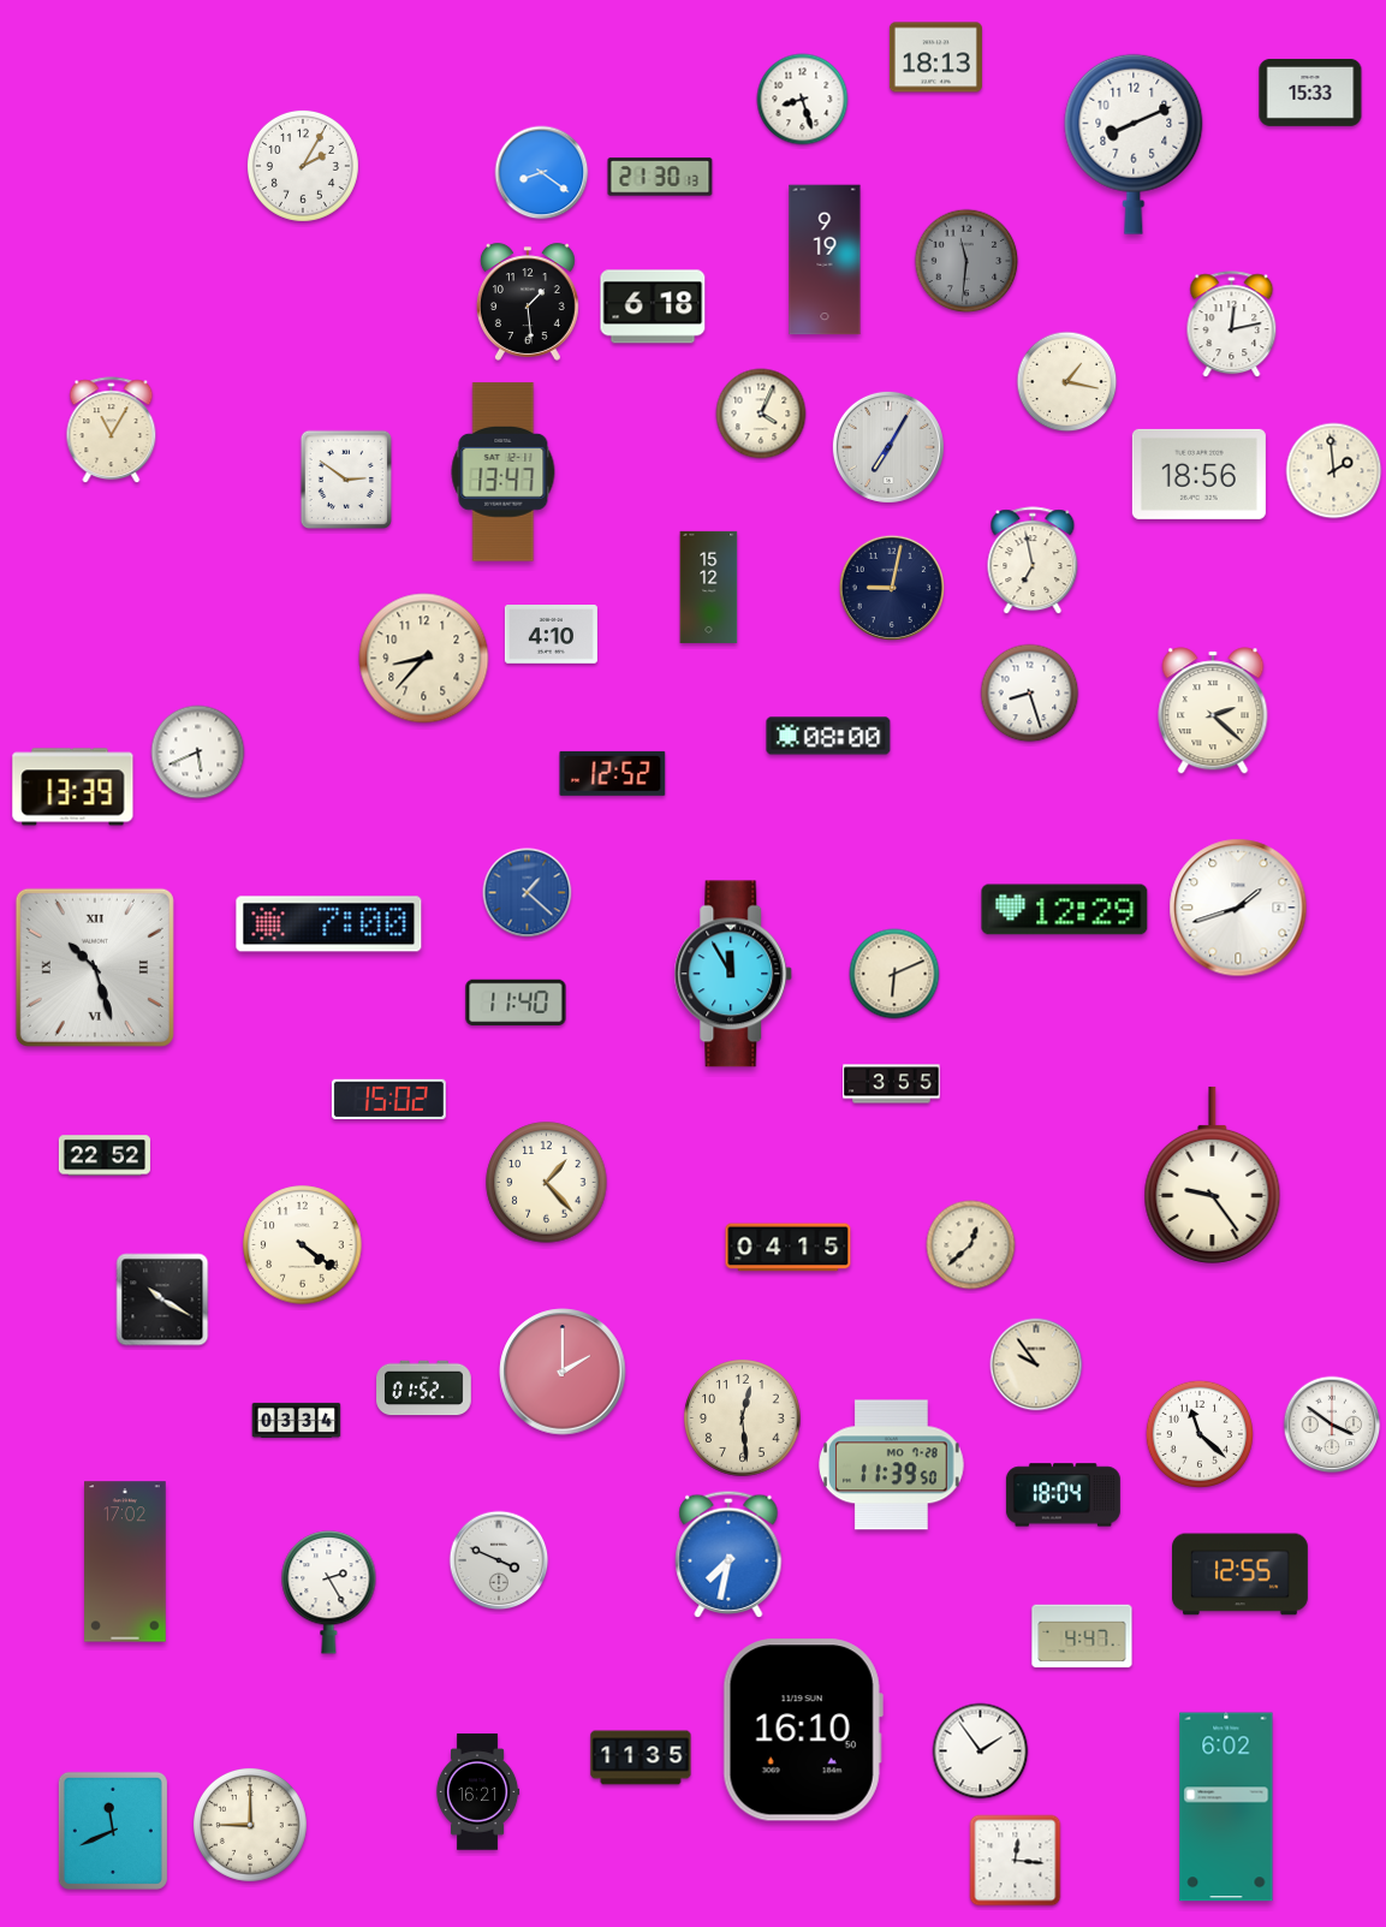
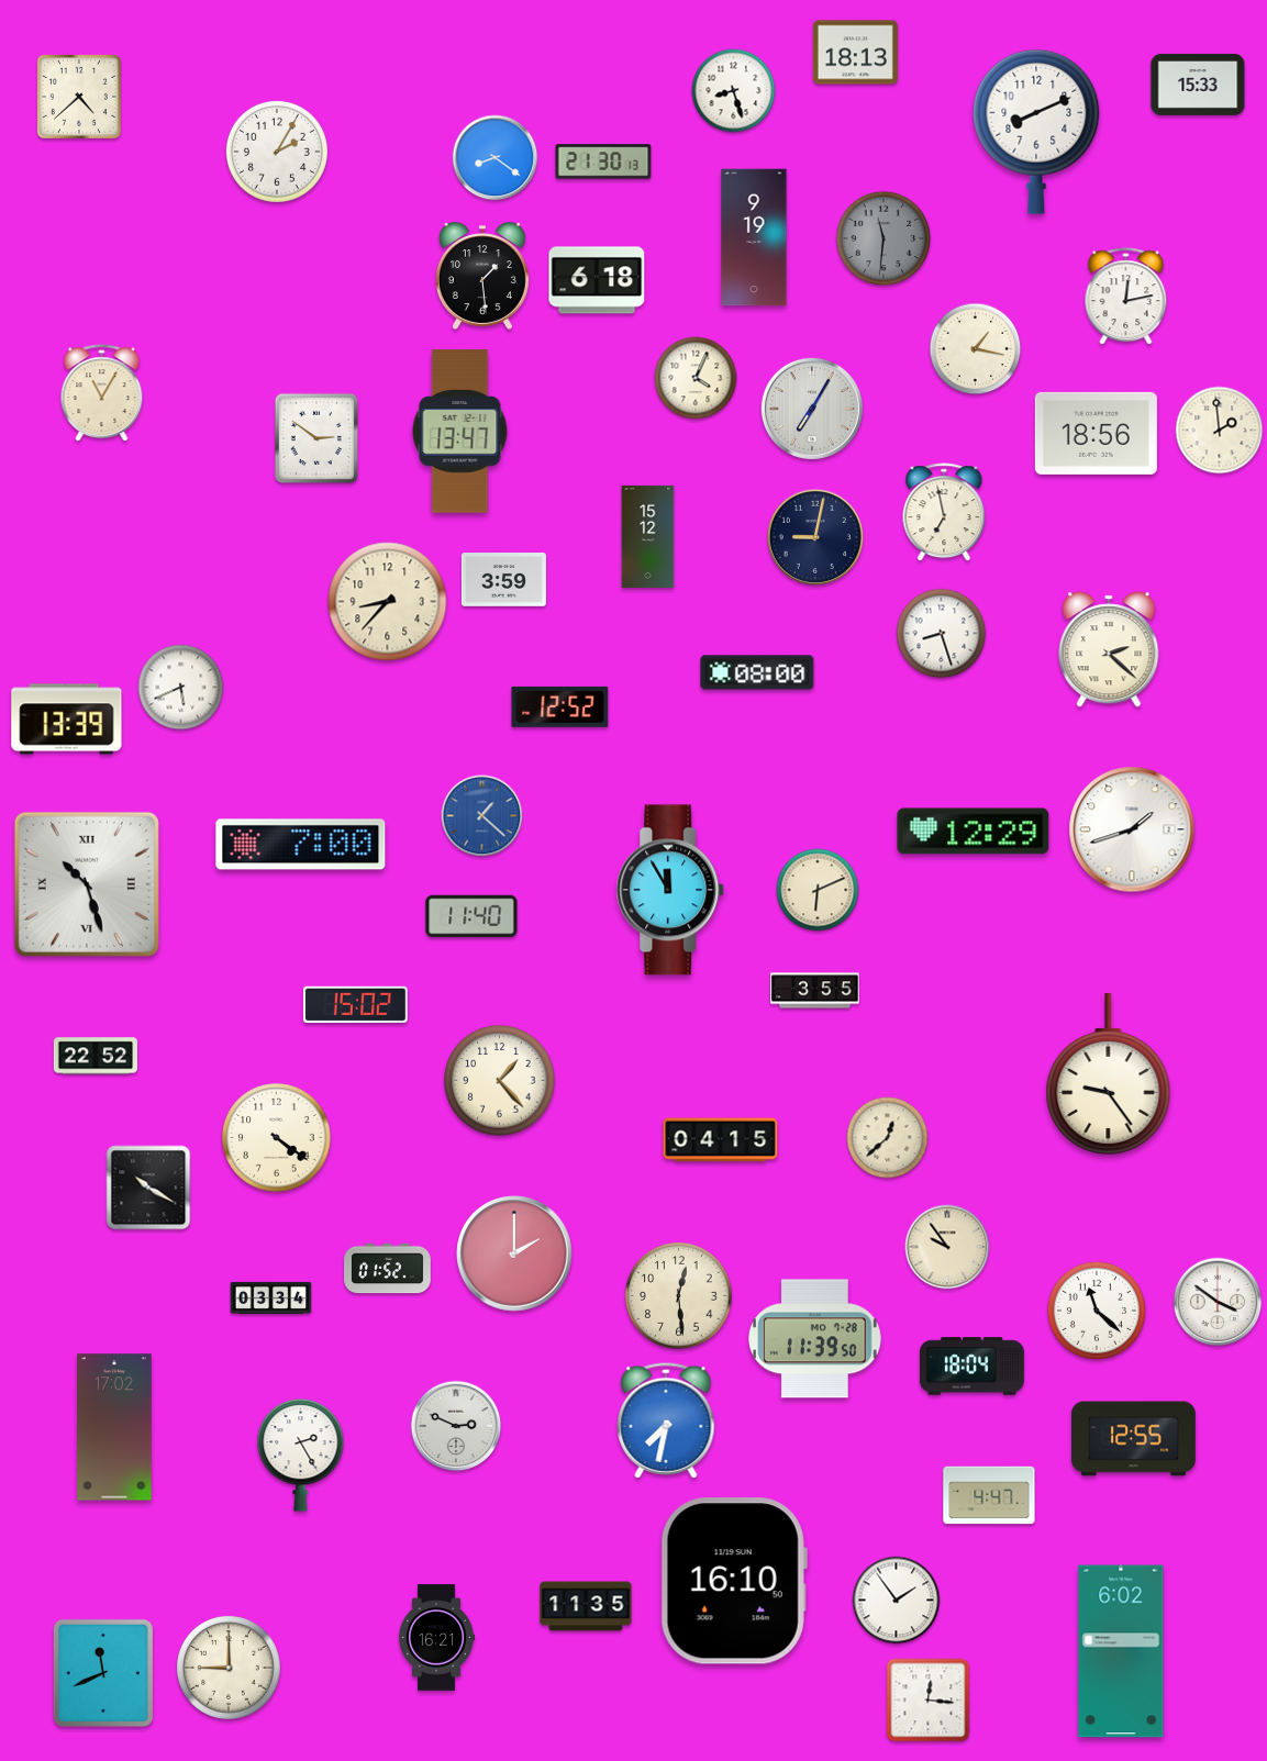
clock at (79, 97): none -> 4:38
clock at (551, 635): 4:10 -> 3:59
clock at (499, 1560): 3:49 -> 2:49
